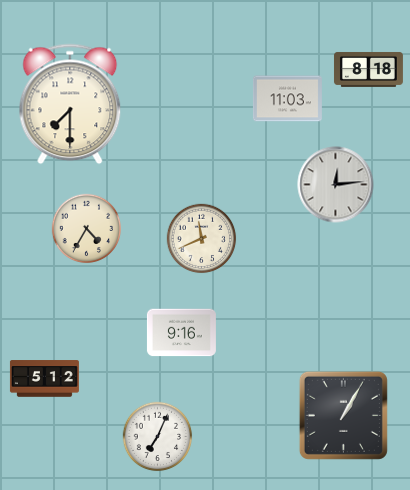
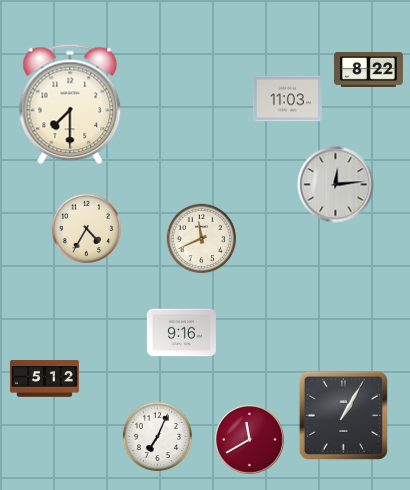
clock at (368, 69): 8:18 -> 8:22
clock at (250, 440): none -> 11:40
